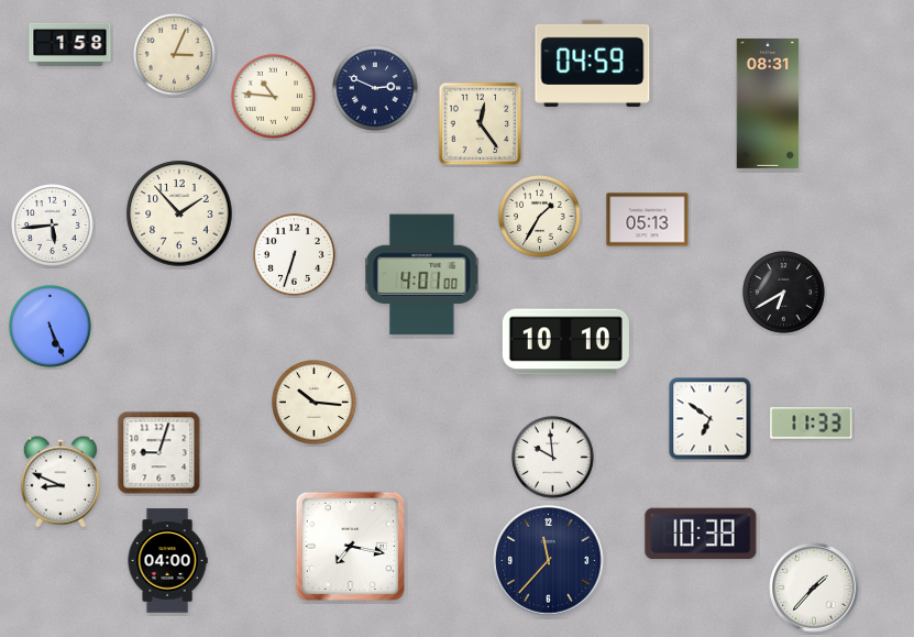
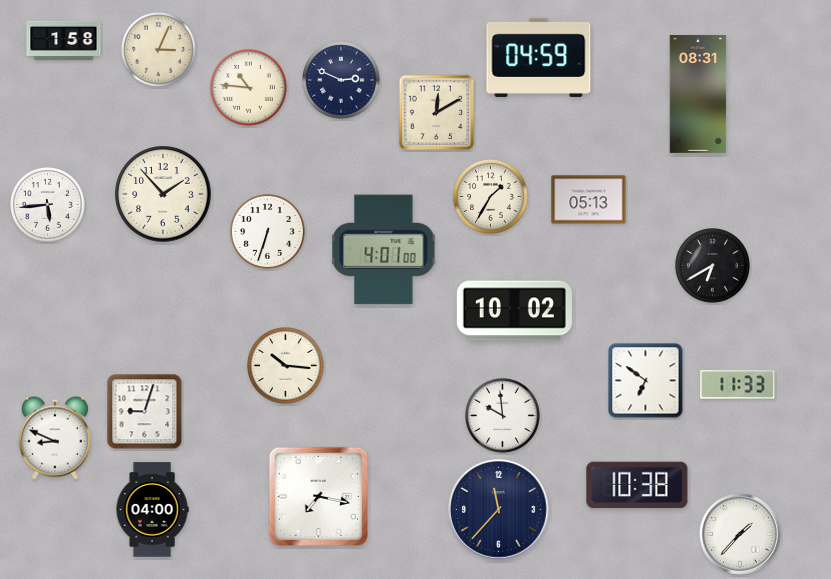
clock at (481, 124): 12:24 -> 12:10
clock at (51, 327): 5:26 -> none
clock at (565, 342): 10:10 -> 10:02
